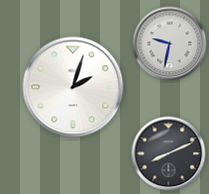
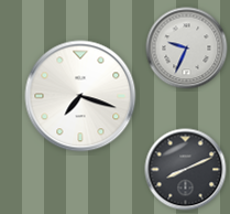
clock at (170, 44): 9:32 -> 9:34
clock at (73, 87): 2:03 -> 7:18
